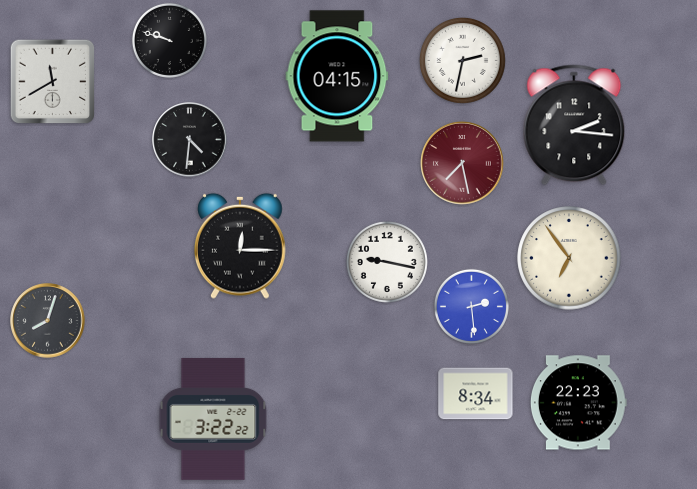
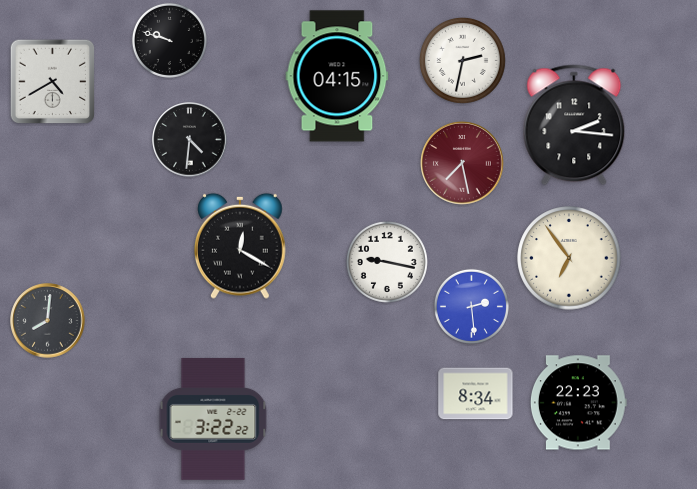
clock at (53, 82): 11:40 -> 4:40
clock at (241, 246): 12:15 -> 12:20
clock at (48, 321): 8:03 -> 8:01
